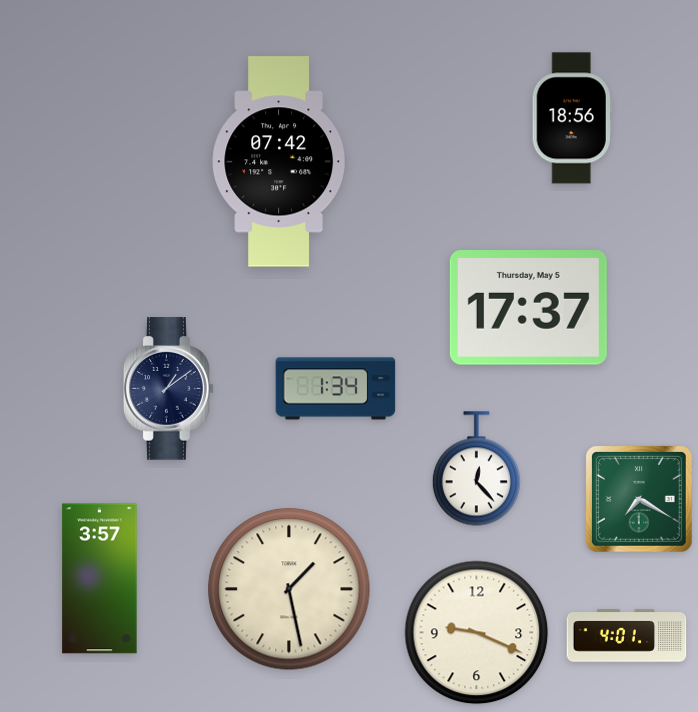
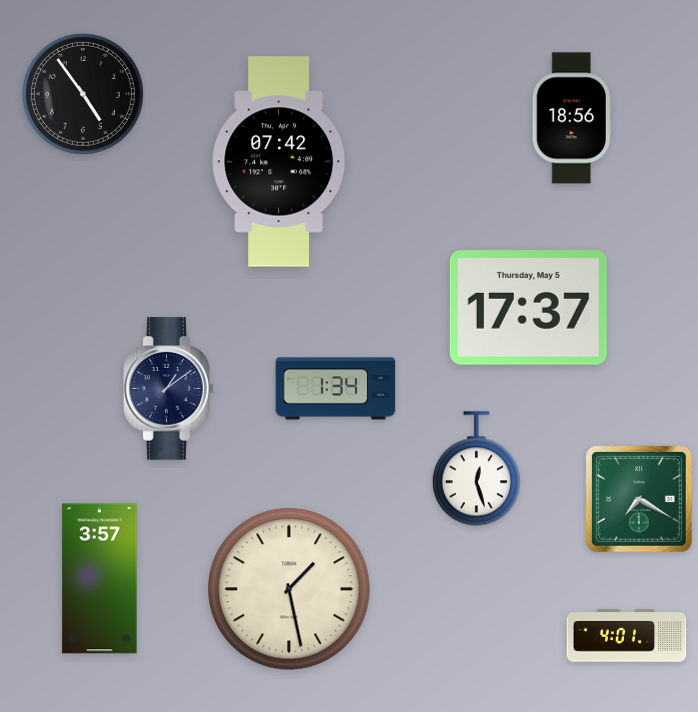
clock at (83, 94): none -> 4:54
clock at (476, 469): 12:23 -> 12:27
clock at (477, 633): 9:19 -> none
